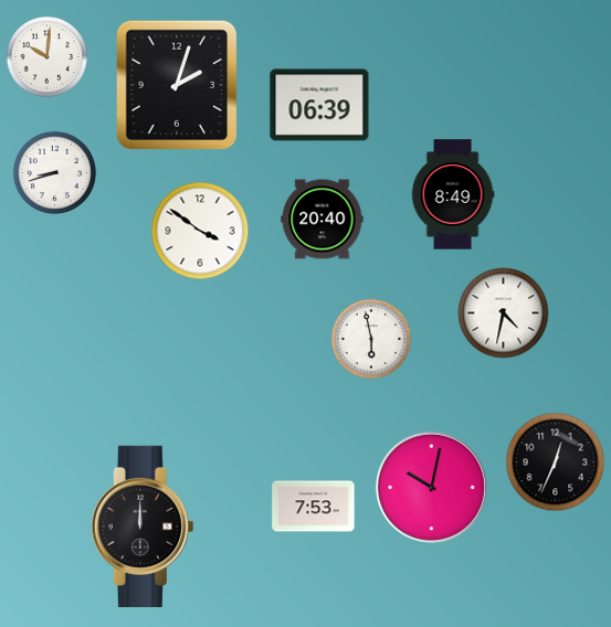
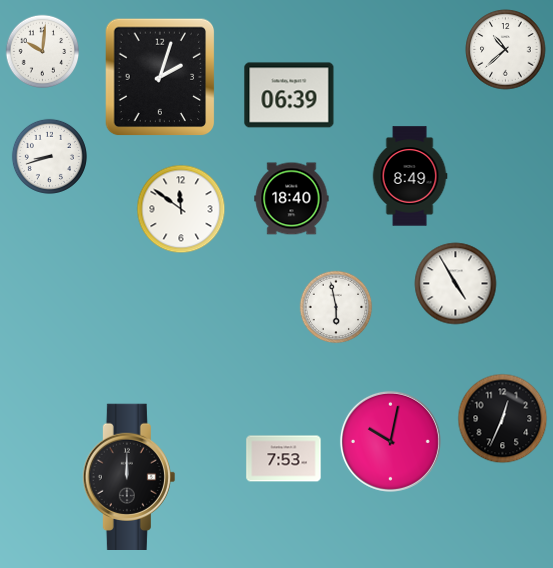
clock at (506, 50): none -> 10:38
clock at (323, 220): 20:40 -> 18:40
clock at (200, 231): 3:51 -> 11:51
clock at (504, 313): 4:32 -> 4:55
